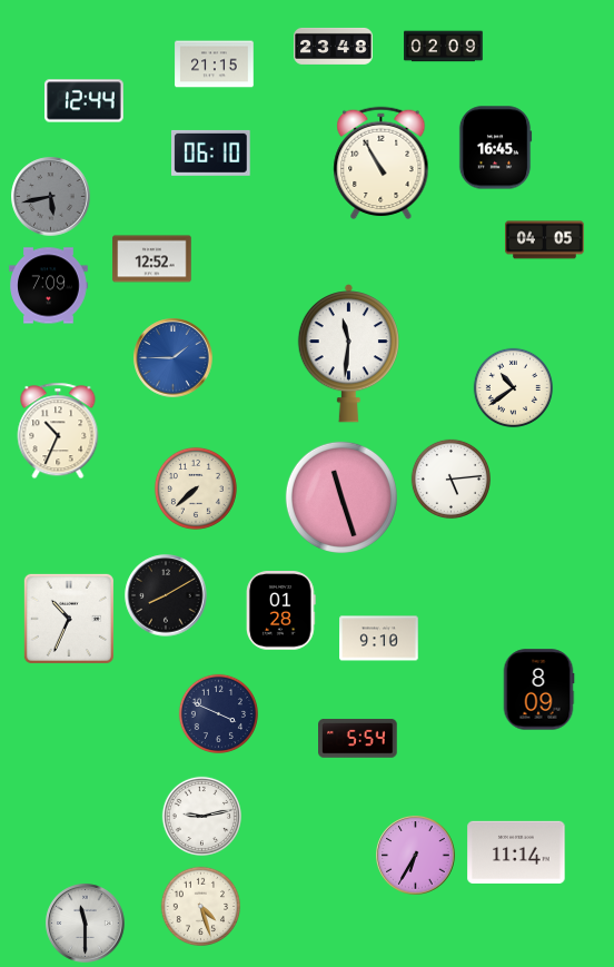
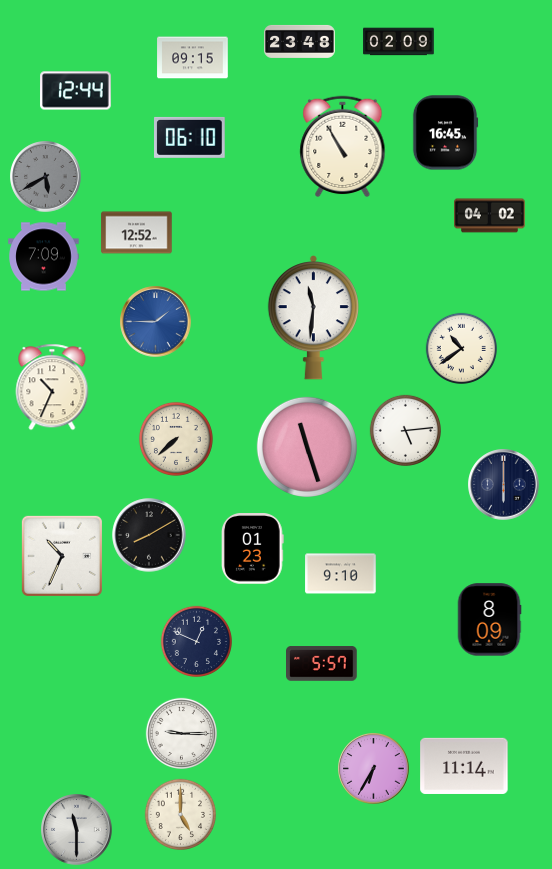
clock at (215, 65): 21:15 -> 09:15
clock at (51, 197): 5:43 -> 5:40
clock at (545, 240): 04:05 -> 04:02
clock at (504, 485): none -> 6:00
clock at (281, 611): 01:28 -> 01:23
clock at (538, 690) position: (538, 690) -> (489, 620)
clock at (218, 713): 3:49 -> 12:49
clock at (358, 739): 5:54 -> 5:57
clock at (201, 816): 9:13 -> 9:15
clock at (200, 906): 4:27 -> 5:00
